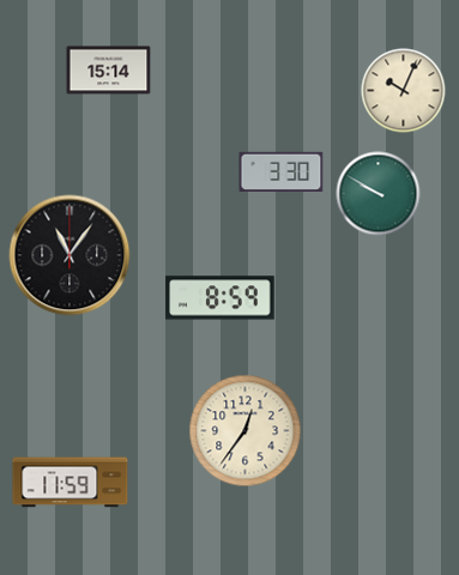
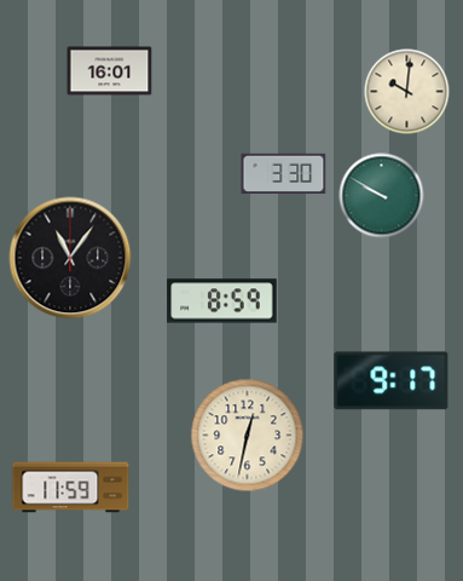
clock at (109, 71): 15:14 -> 16:01
clock at (404, 91): 10:04 -> 10:01
clock at (392, 381): none -> 9:17
clock at (246, 431): 12:36 -> 12:32
